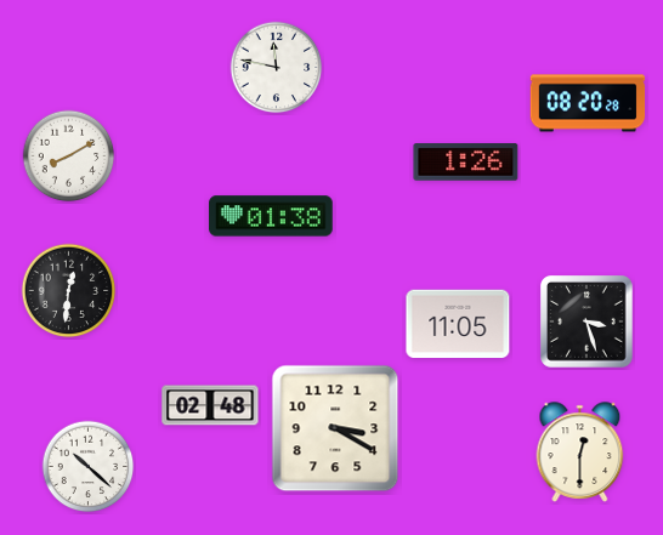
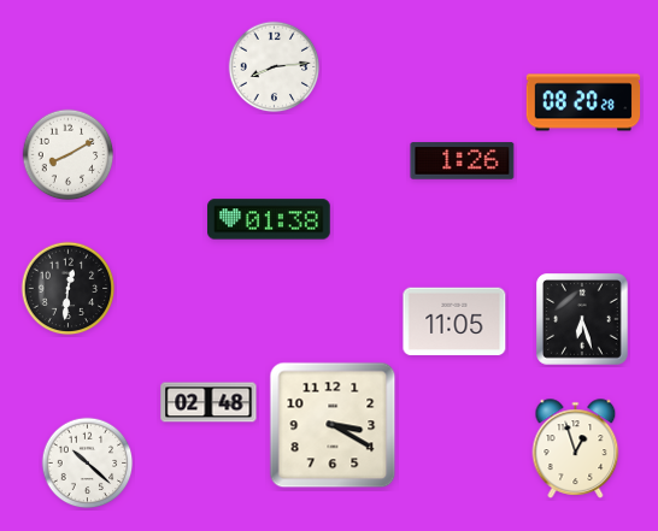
clock at (277, 68): 11:47 -> 8:14
clock at (271, 216) position: (271, 216) -> (269, 219)
clock at (588, 323): 3:27 -> 6:27
clock at (580, 453): 12:30 -> 12:57
